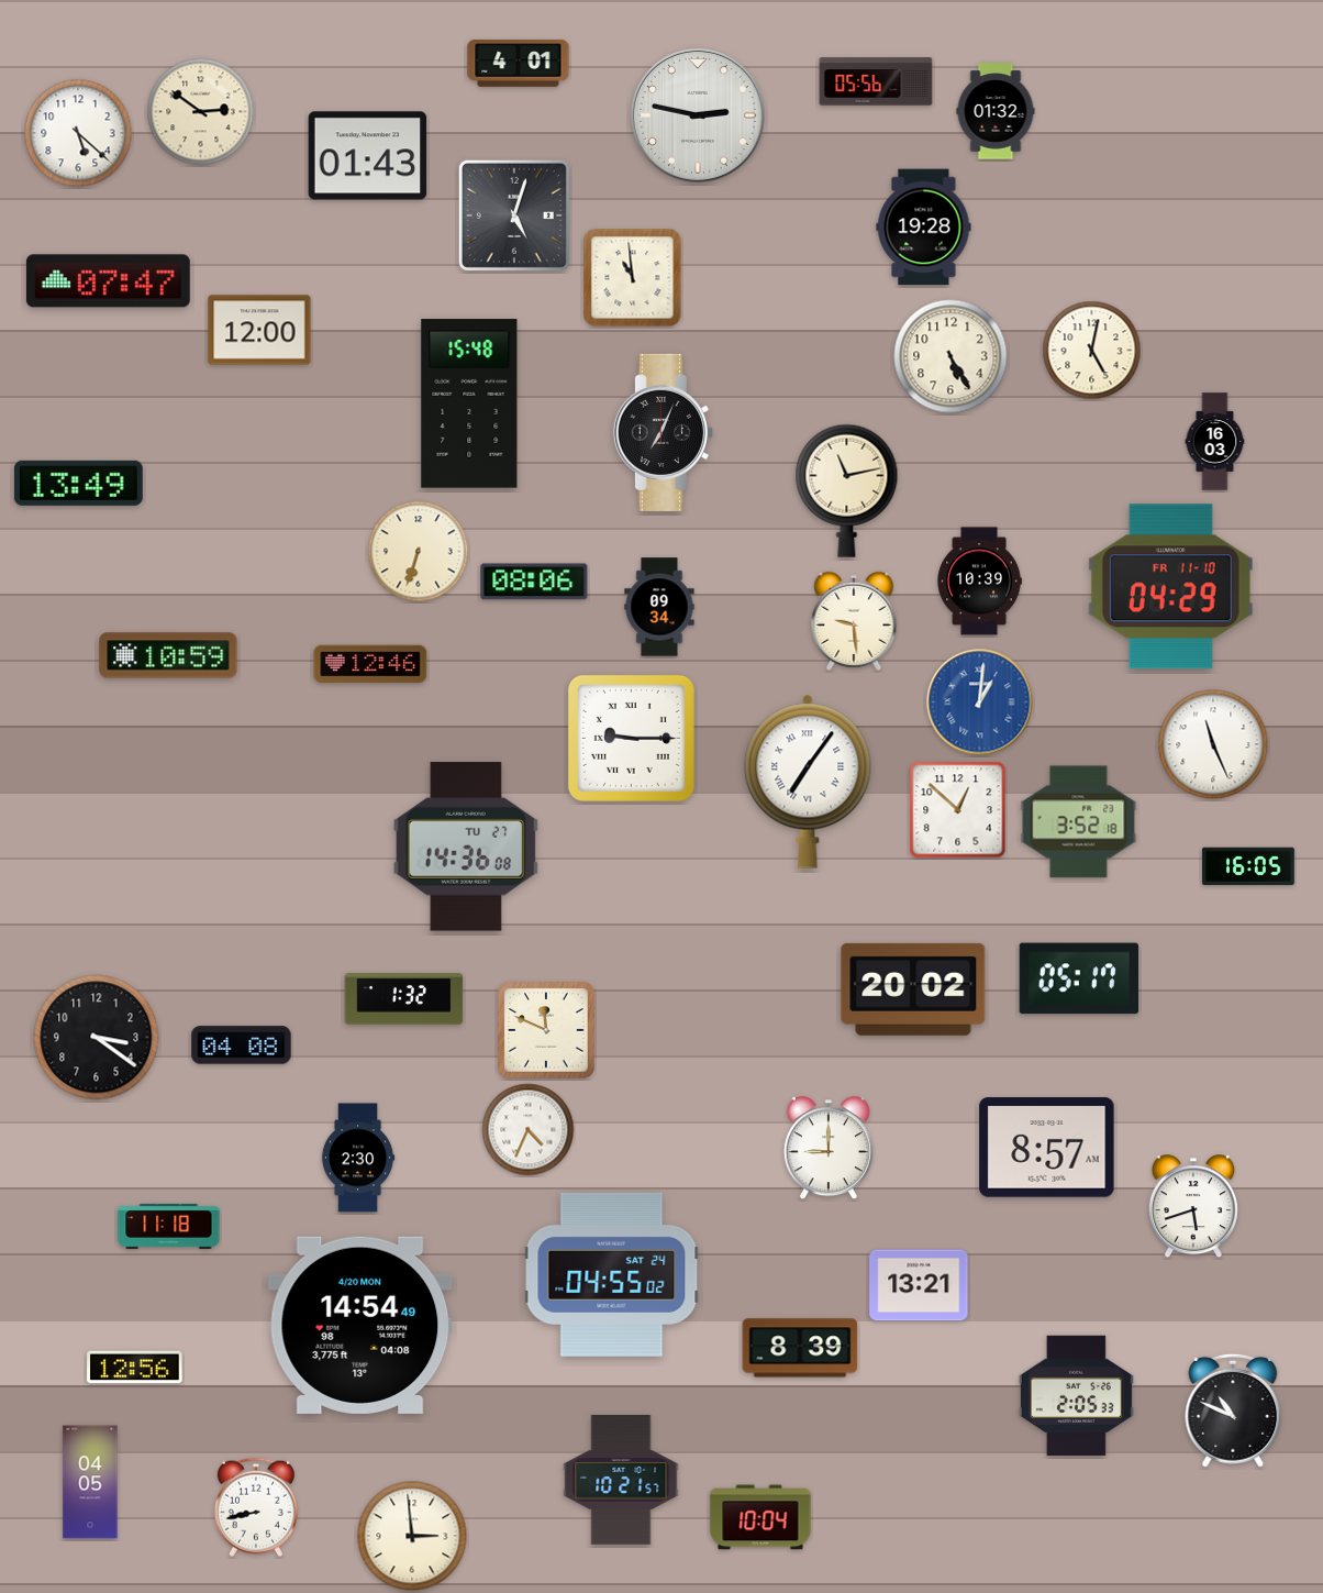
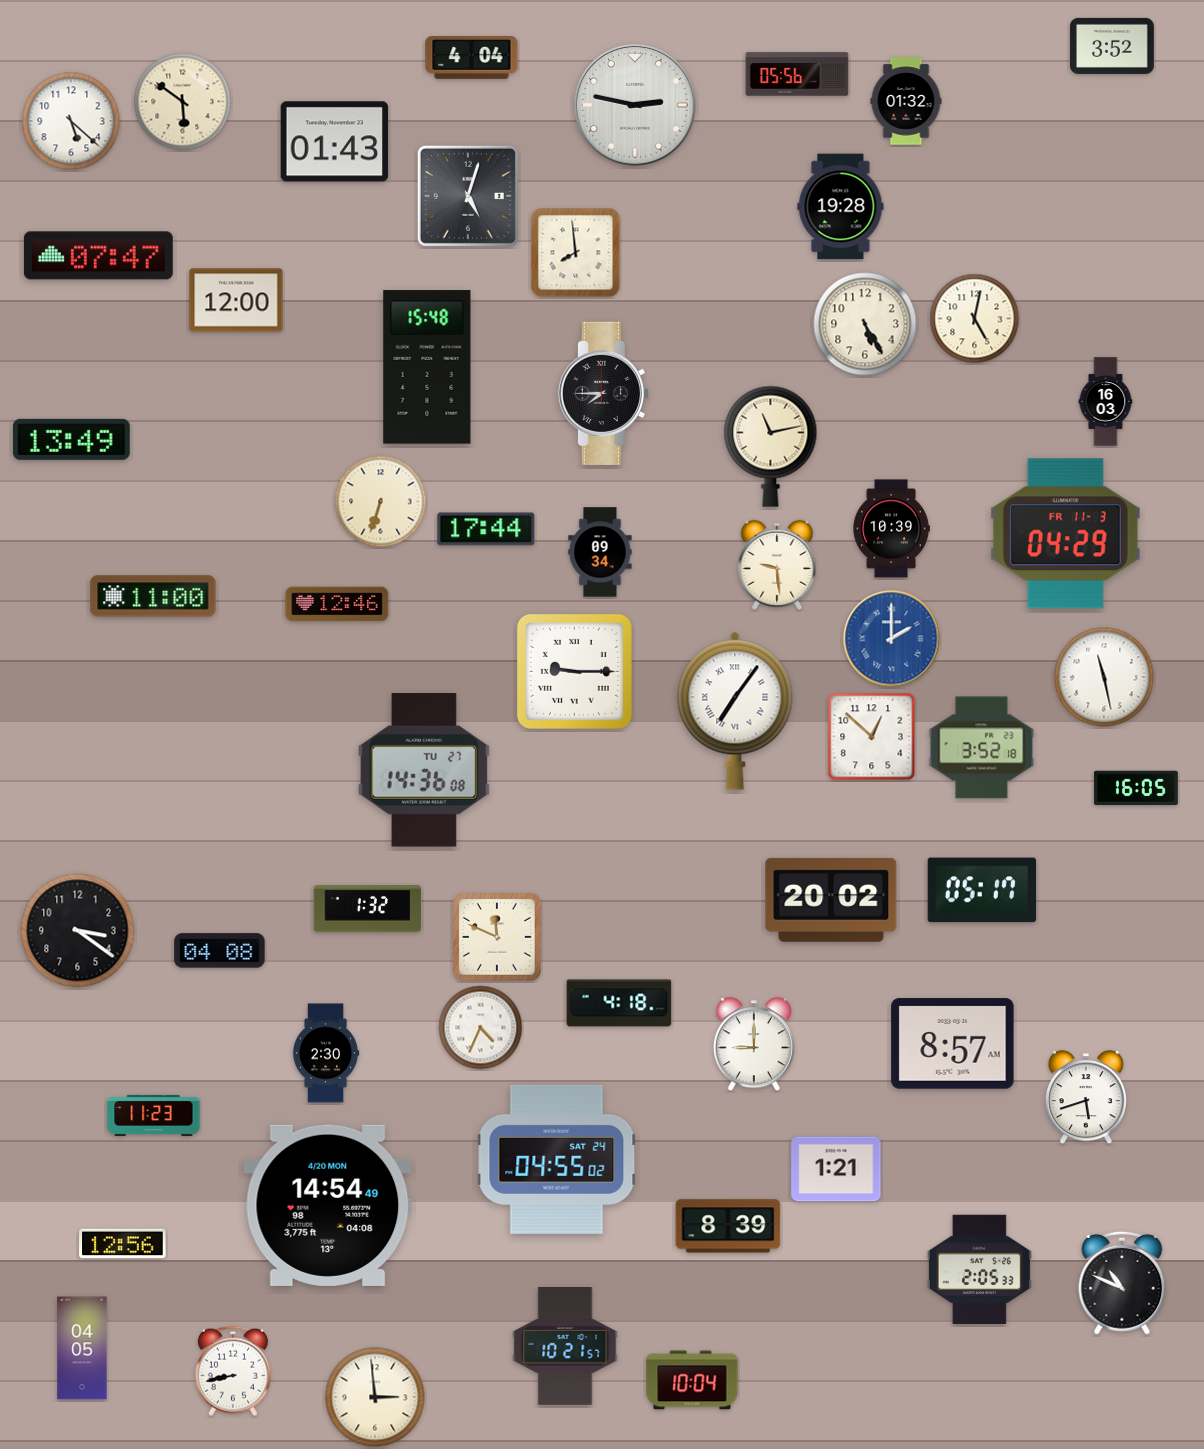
clock at (1113, 46): none -> 3:52
clock at (519, 64): 4:01 -> 4:04
clock at (201, 112): 2:51 -> 5:51
clock at (633, 278): 10:59 -> 7:59
clock at (1092, 351) position: (1092, 351) -> (975, 319)
clock at (663, 432): 7:04 -> 7:45
clock at (534, 582): 08:06 -> 17:44
clock at (1170, 587) date: FR 11-10 -> FR 11-3
clock at (168, 655): 10:59 -> 11:00
clock at (980, 703): 1:01 -> 2:00
clock at (1213, 744): 11:26 -> 11:28
clock at (97, 1038) position: (97, 1038) -> (78, 931)
clock at (619, 1003): none -> 4:18
clock at (169, 1226): 11:18 -> 11:23
clock at (919, 1285): 13:21 -> 1:21
